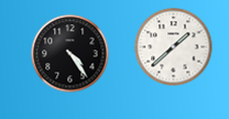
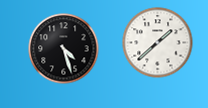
clock at (70, 54): 4:24 -> 4:27
